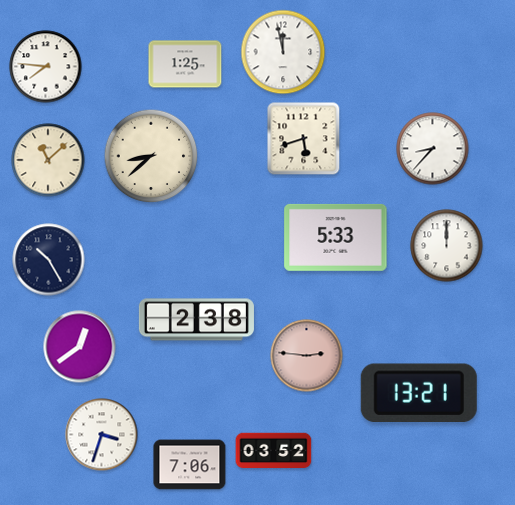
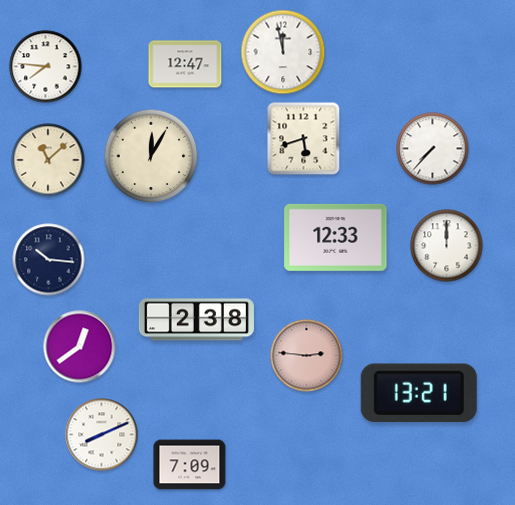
clock at (185, 64): 1:25 -> 12:47
clock at (433, 149): 8:37 -> 7:37
clock at (151, 156): 8:38 -> 12:05
clock at (336, 237): 5:33 -> 12:33
clock at (49, 260): 10:25 -> 10:16
clock at (102, 435): 3:33 -> 8:11
clock at (274, 451): 03:52 -> none
clock at (190, 465): 7:06 -> 7:09
